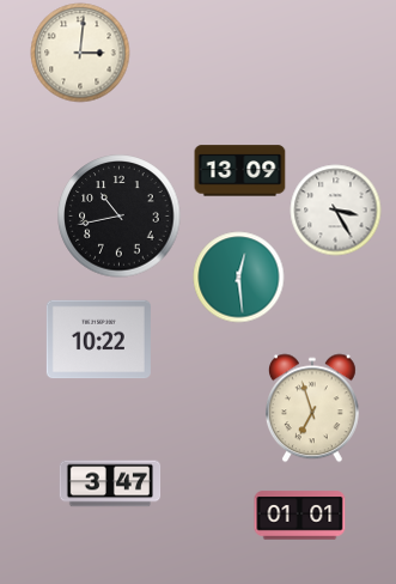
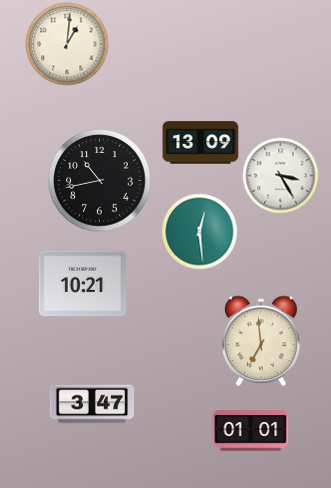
clock at (80, 53): 3:01 -> 1:01
clock at (98, 340): 10:22 -> 10:21
clock at (312, 408): 6:57 -> 6:59
